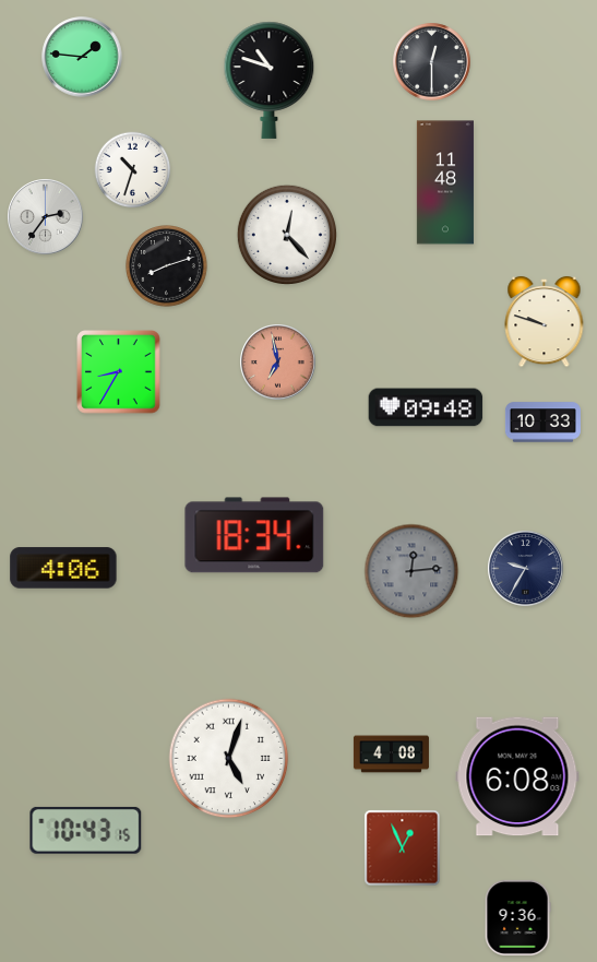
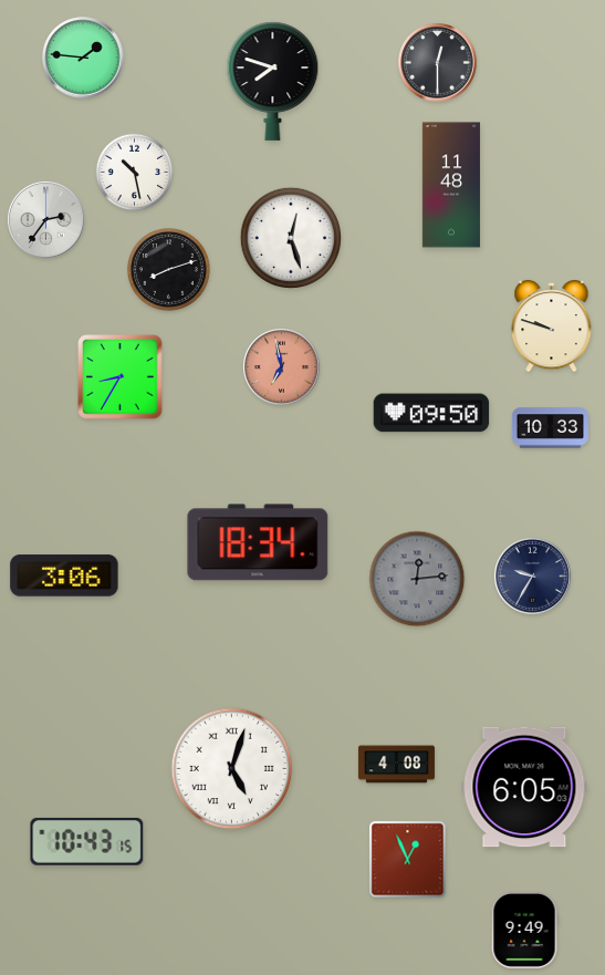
clock at (270, 80): 10:48 -> 7:48
clock at (133, 170): 10:33 -> 10:28
clock at (286, 234): 12:23 -> 12:27
clock at (426, 407): 09:48 -> 09:50
clock at (63, 568): 4:06 -> 3:06
clock at (517, 776): 6:08 -> 6:05
clock at (517, 917): 9:36 -> 9:49
